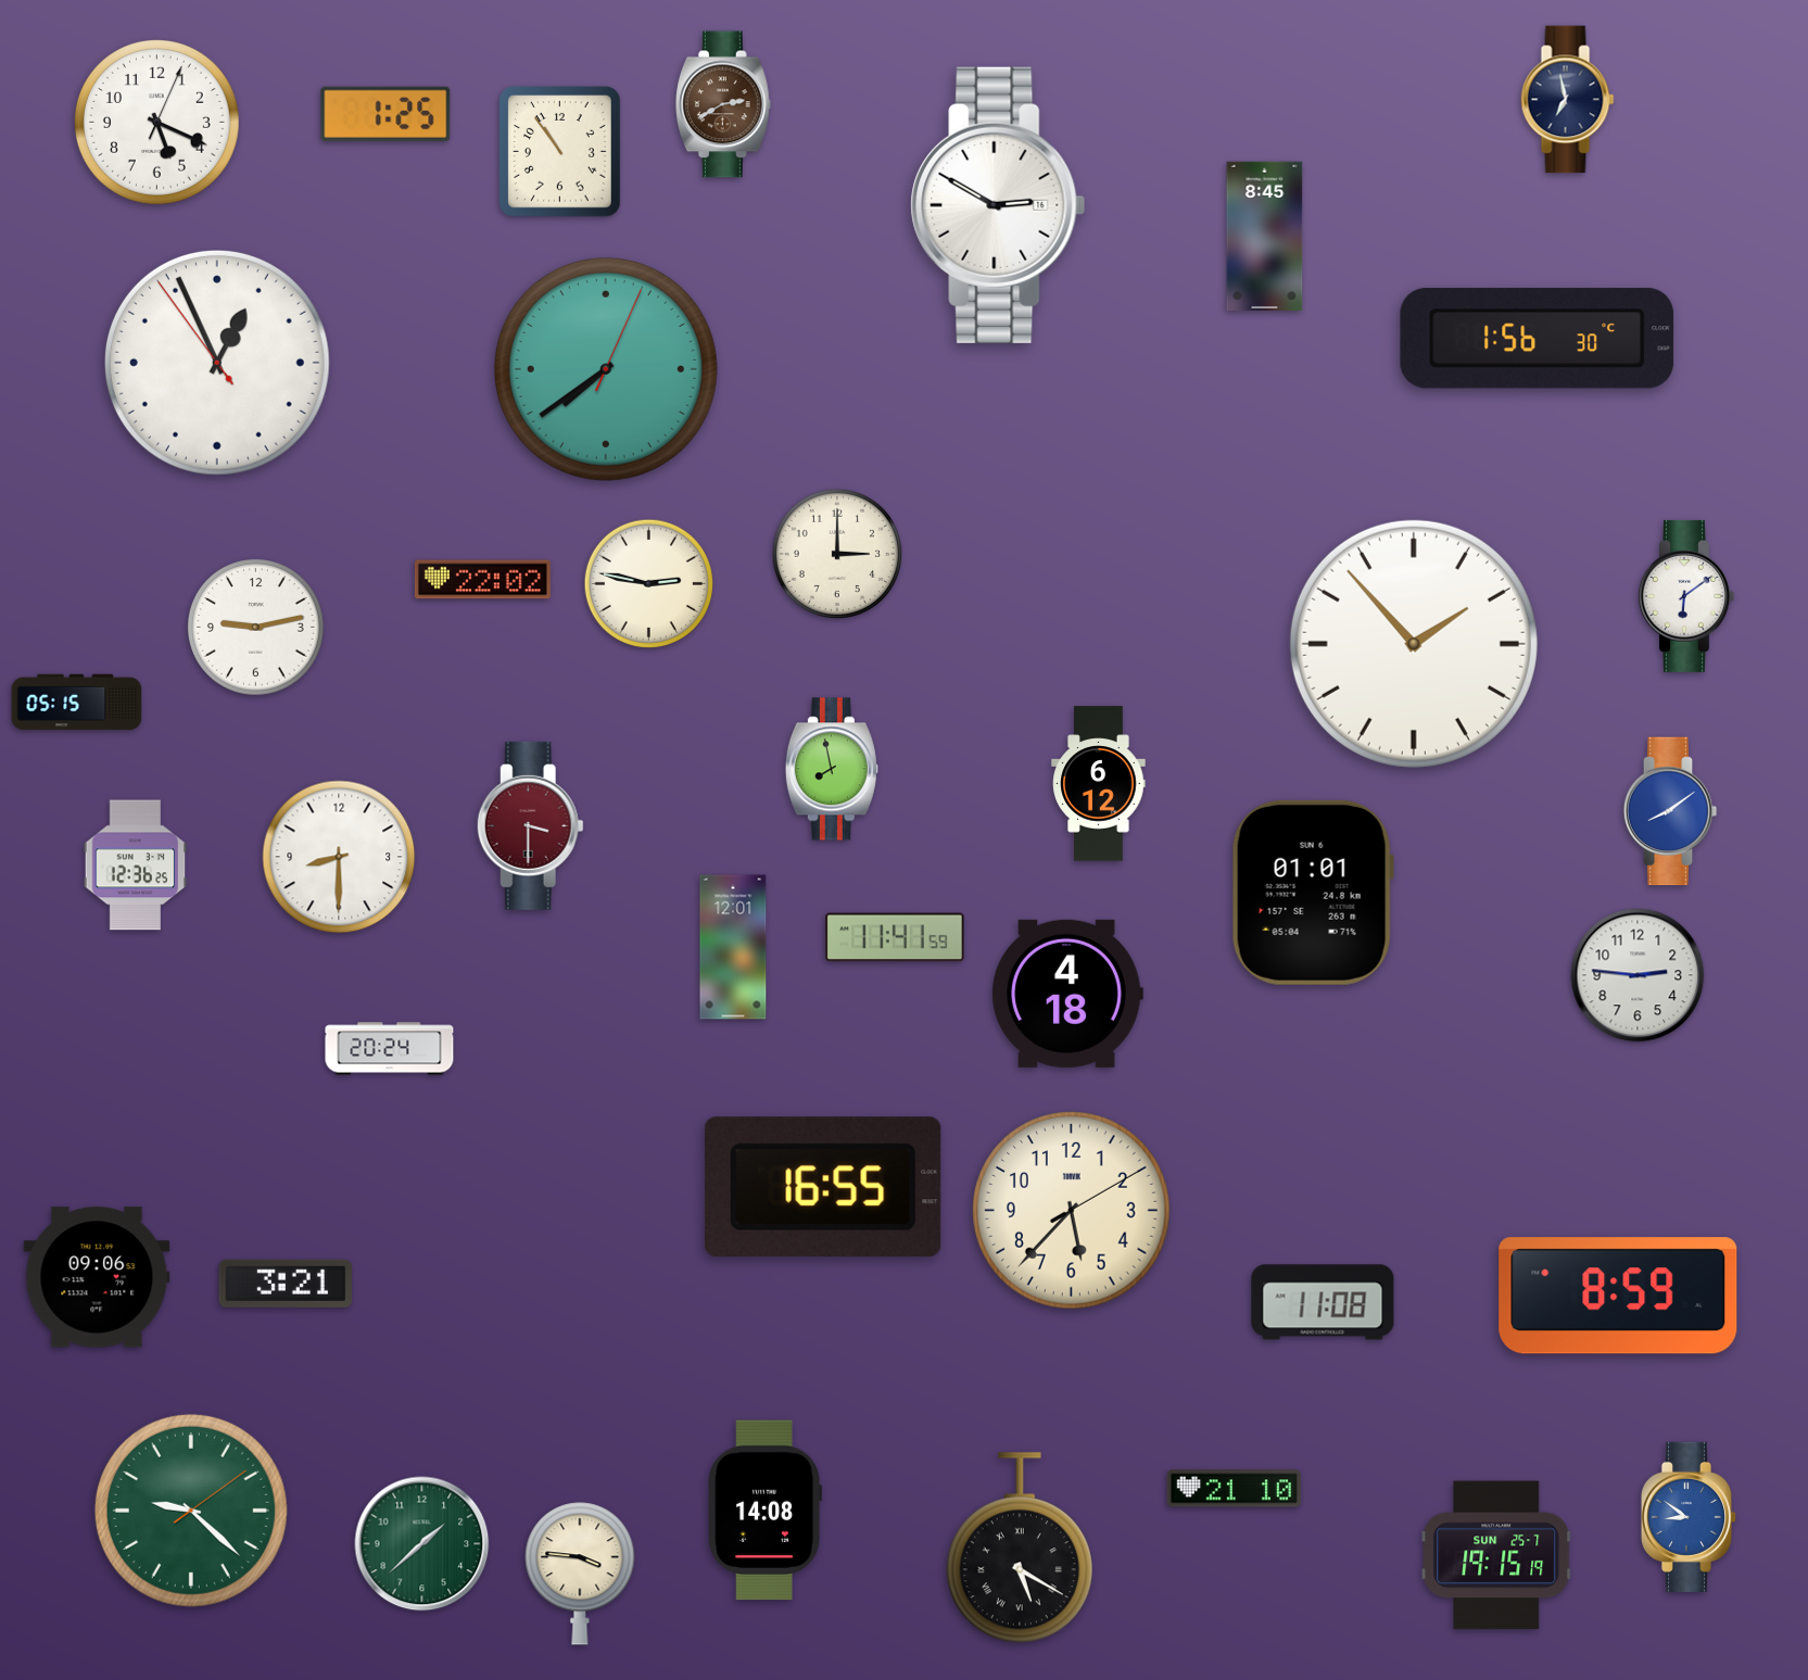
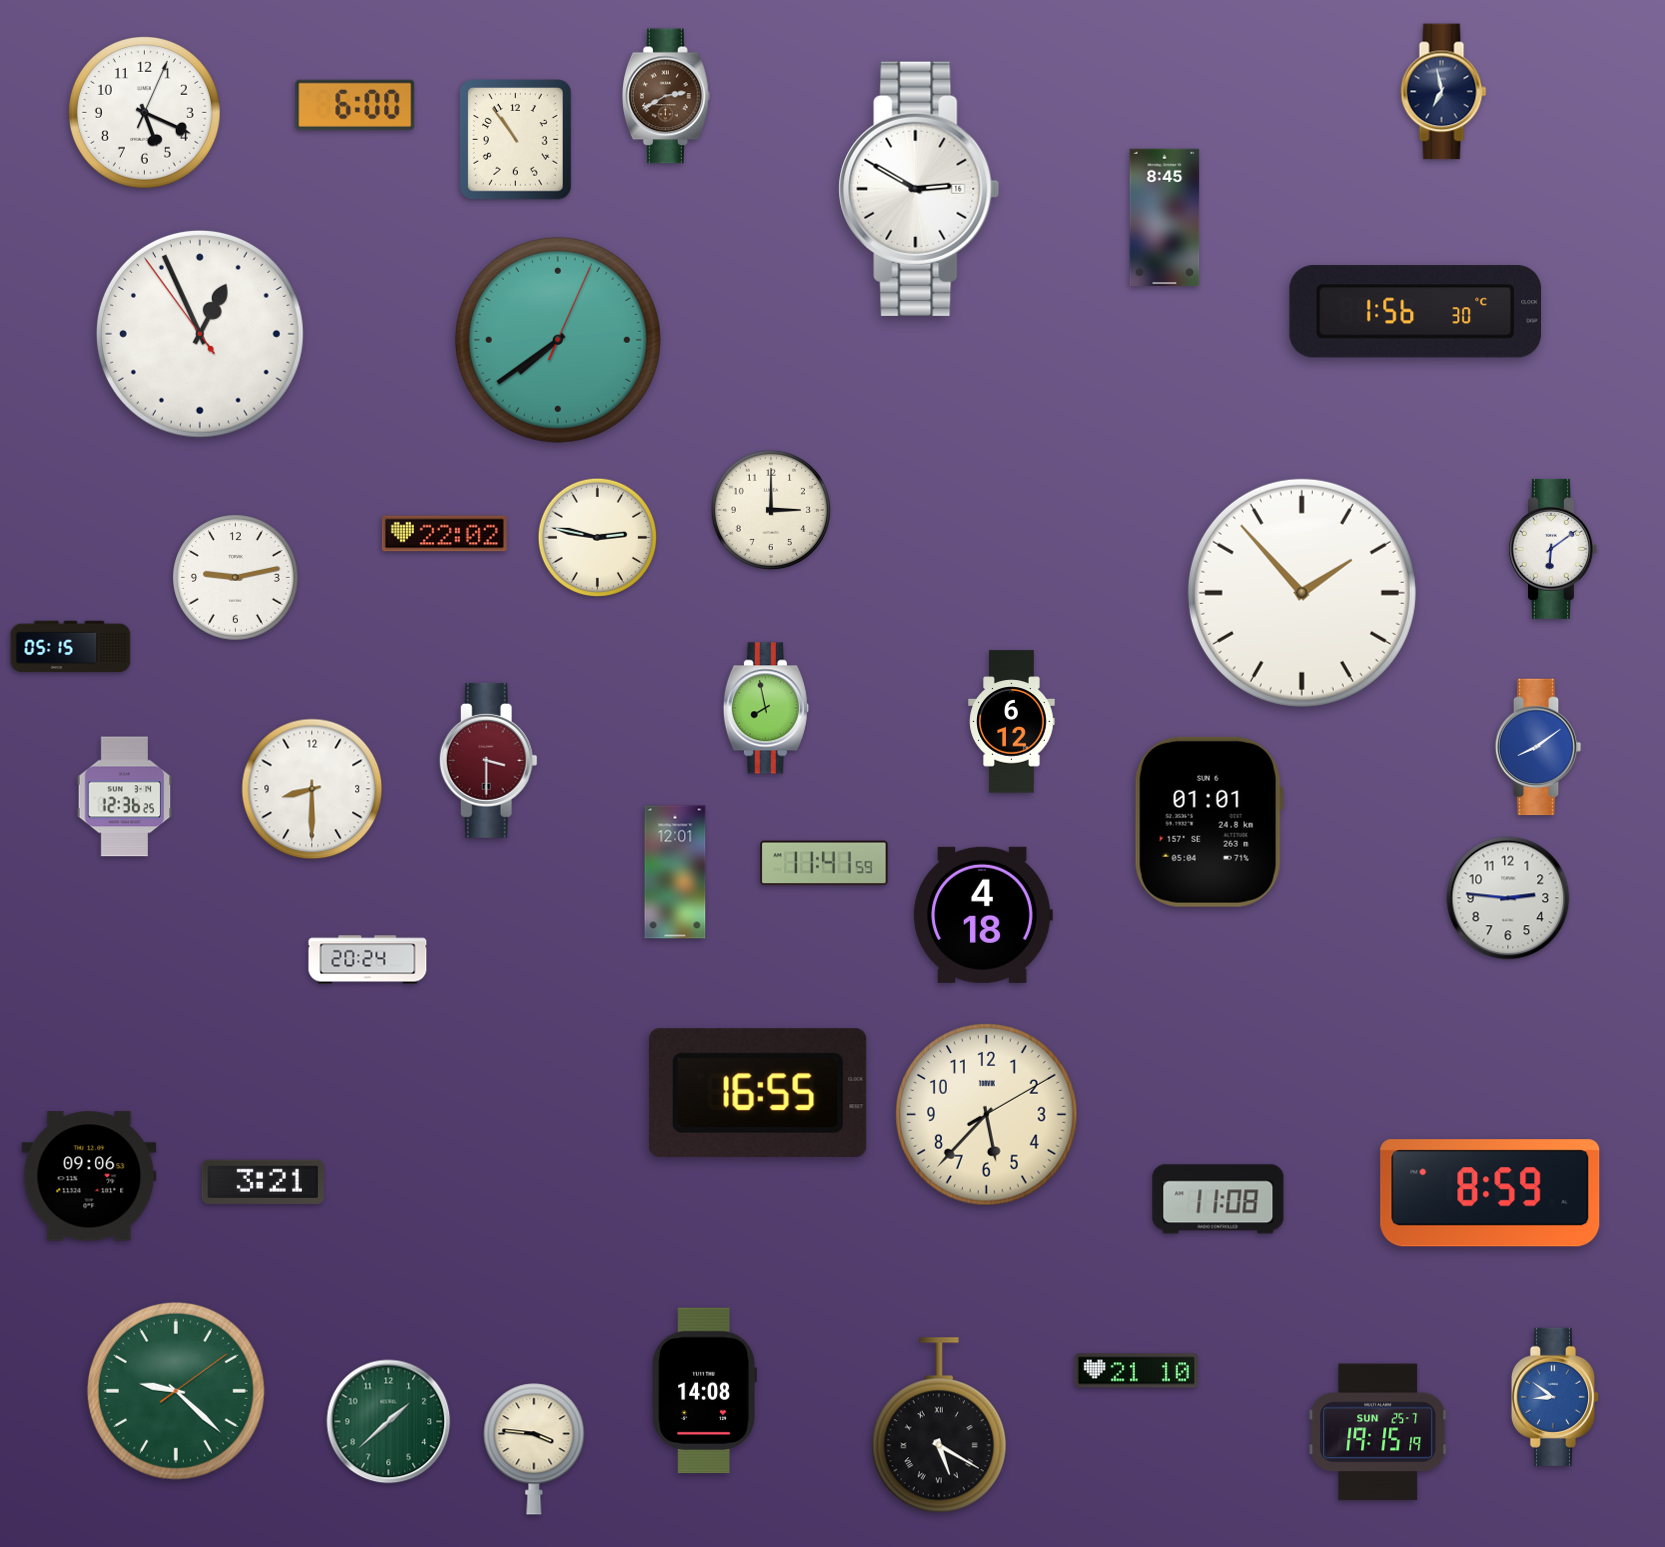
clock at (385, 114): 1:25 -> 6:00
clock at (390, 1049) position: (390, 1049) -> (368, 960)
